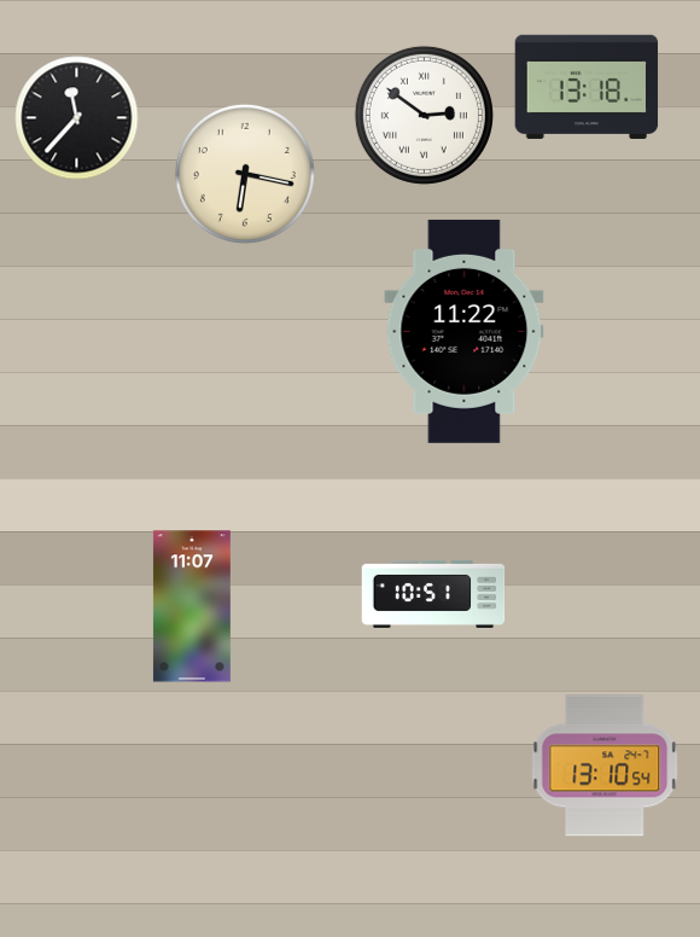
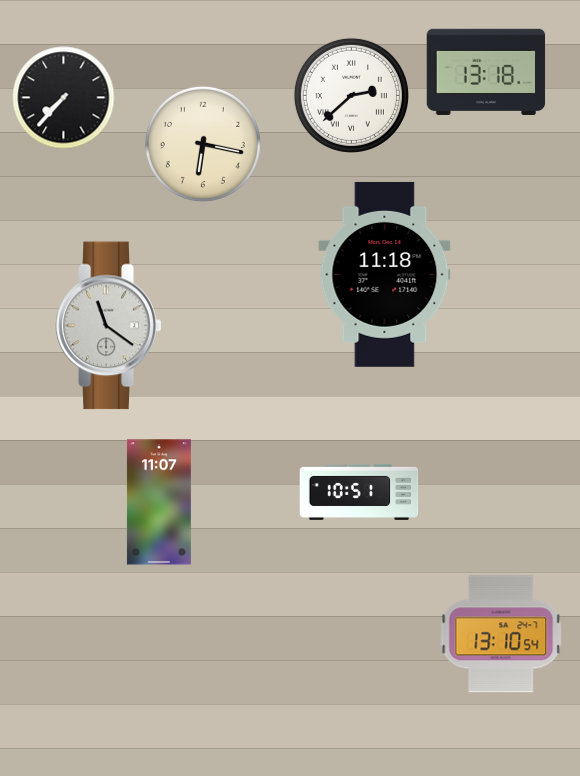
clock at (424, 115): 2:51 -> 2:38
clock at (77, 118): 11:37 -> 7:37
clock at (465, 331): 11:22 -> 11:18
clock at (109, 326): none -> 11:21
